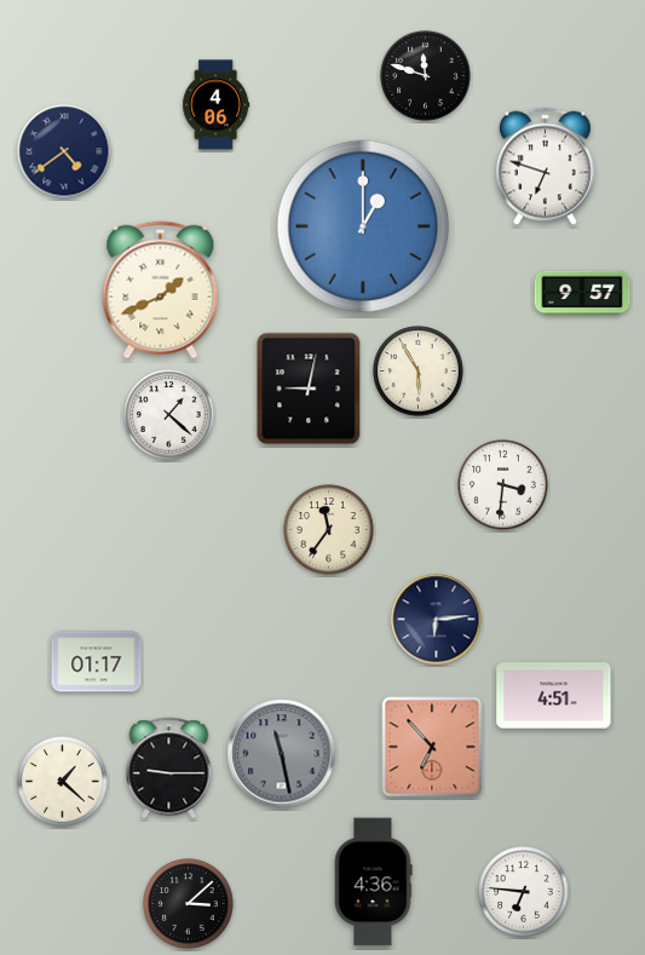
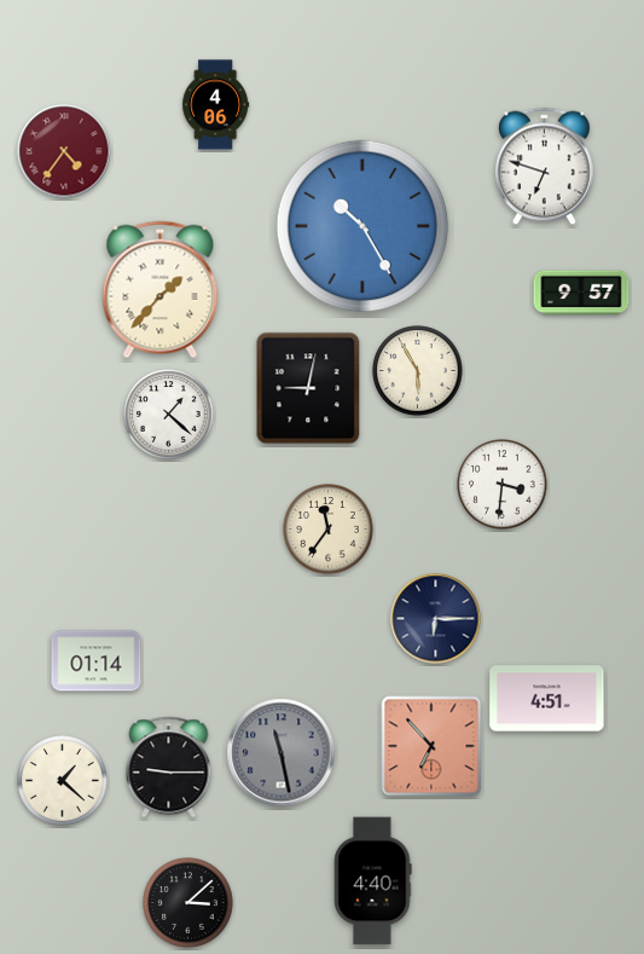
clock at (426, 76): 11:48 -> none
clock at (64, 151): 4:39 -> 4:36
clock at (64, 151) dial: navy -> burgundy
clock at (363, 226): 1:00 -> 10:25
clock at (161, 290): 1:41 -> 1:37
clock at (437, 620): 6:14 -> 6:15
clock at (97, 662): 01:17 -> 01:14
clock at (554, 696) position: (554, 696) -> (547, 699)
clock at (373, 882): 4:36 -> 4:40
clock at (524, 892): 6:46 -> none
